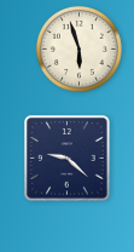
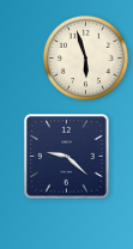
clock at (78, 48) position: (78, 48) -> (85, 57)
